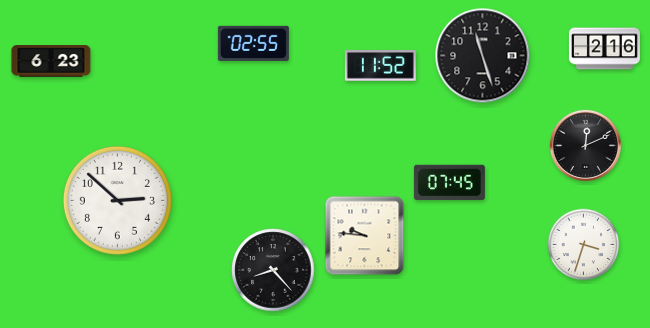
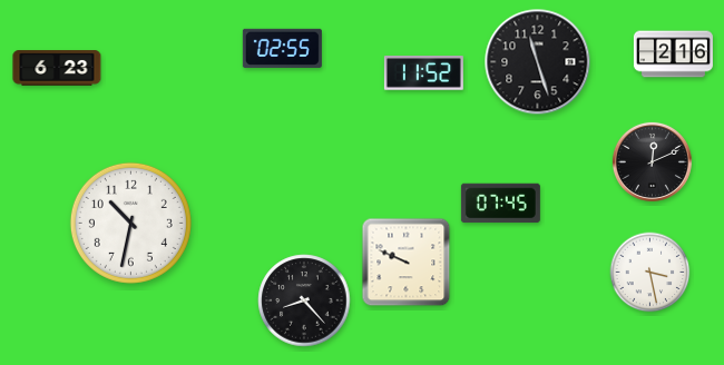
clock at (117, 200): 2:52 -> 10:32
clock at (365, 236): 9:46 -> 9:49
clock at (584, 245): 3:33 -> 3:28
